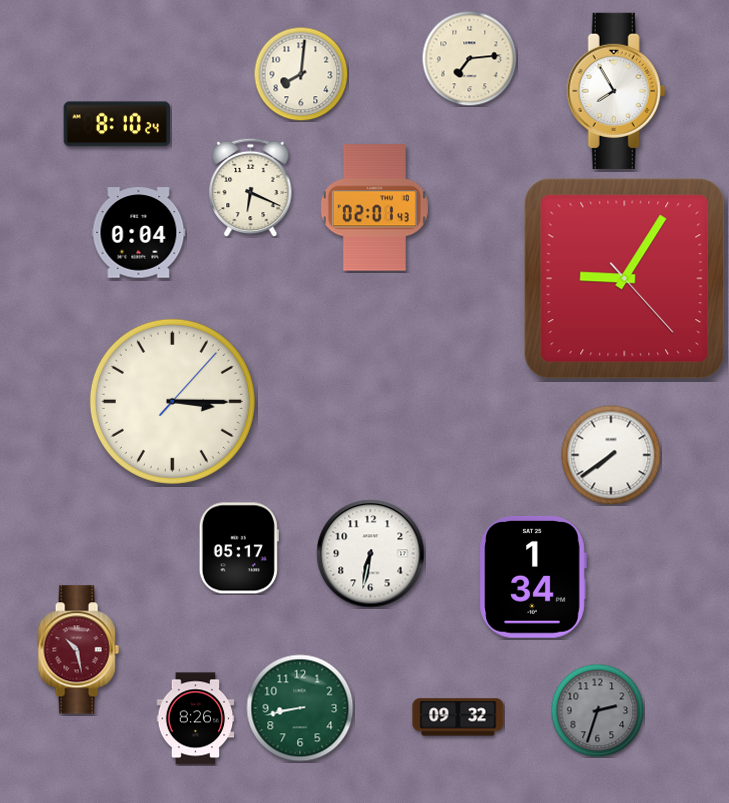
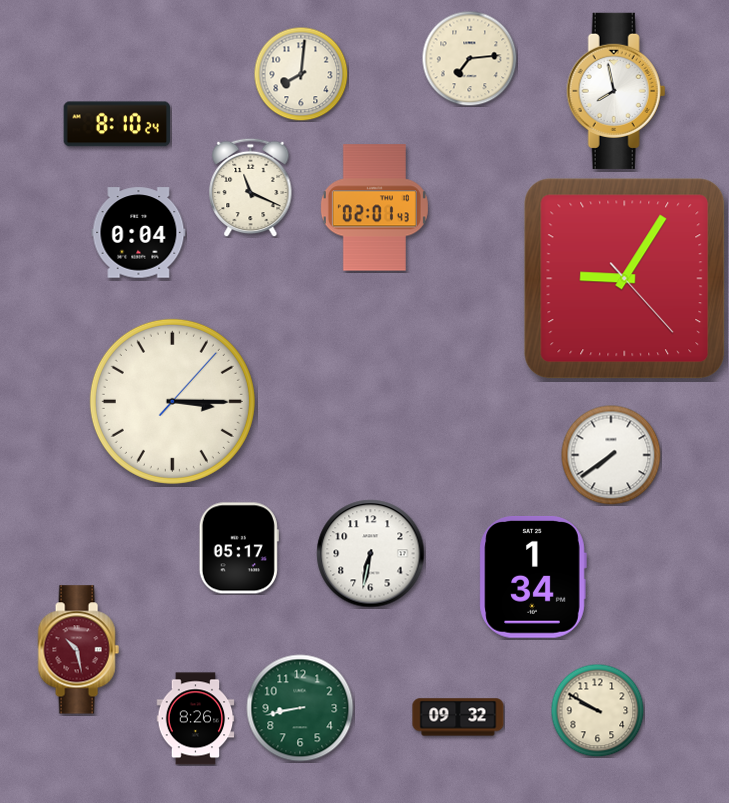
clock at (616, 91): 7:55 -> 7:58
clock at (251, 187): 6:19 -> 11:19
clock at (597, 710): 2:33 -> 9:50
clock at (597, 710) dial: grey -> cream
